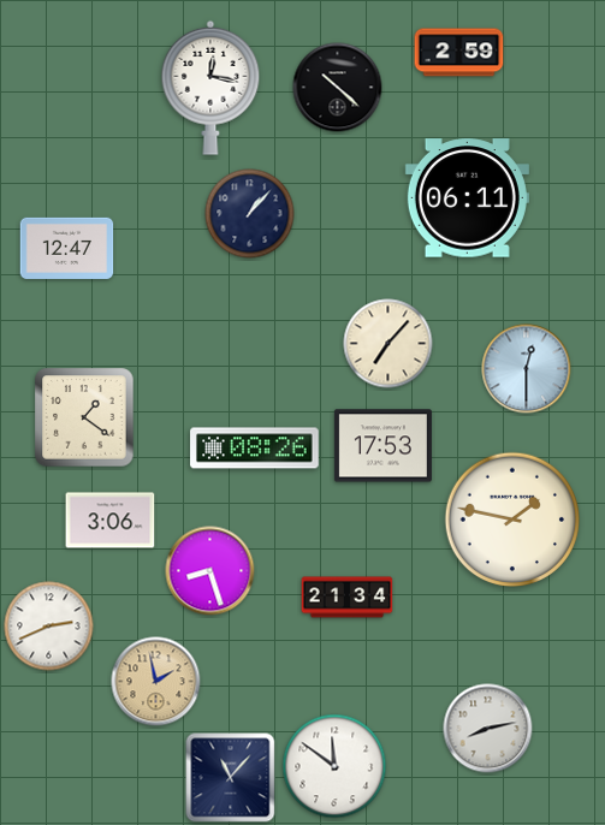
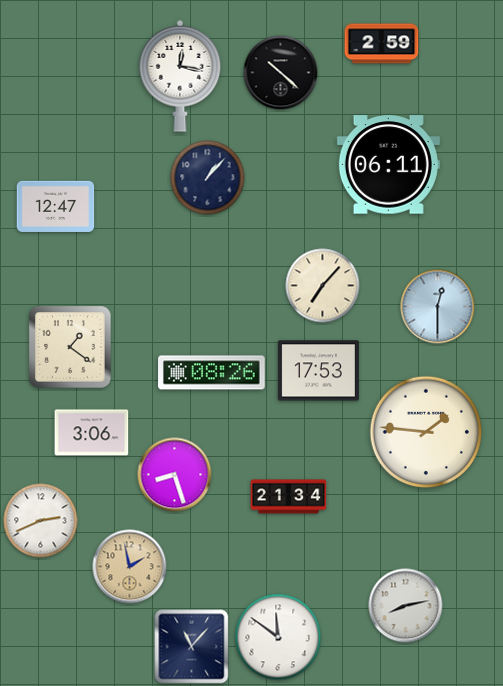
clock at (210, 88) position: (210, 88) -> (180, 76)
clock at (512, 520): 1:47 -> 1:46
